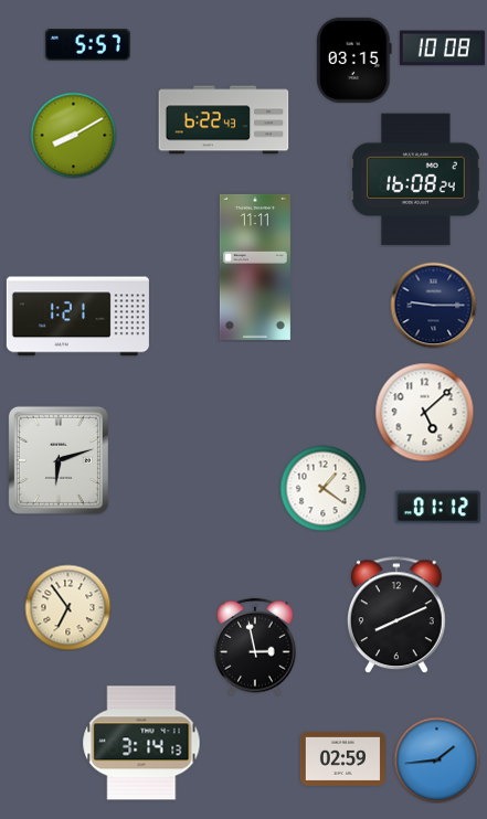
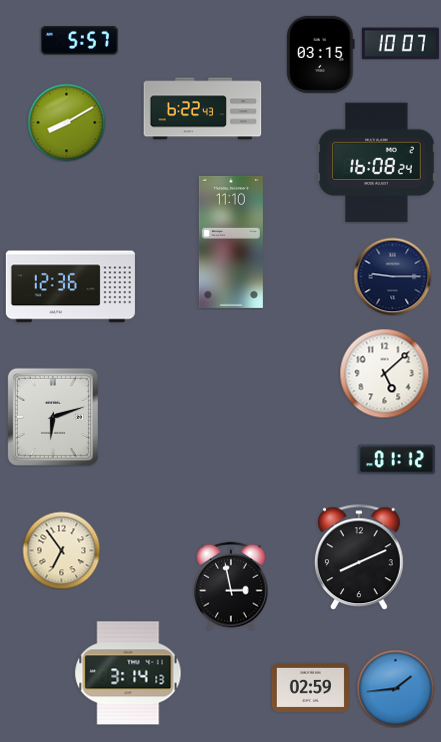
clock at (442, 49): 10:08 -> 10:07
clock at (255, 267): 11:11 -> 11:10
clock at (77, 317): 1:21 -> 12:36
clock at (322, 488): 1:21 -> none
